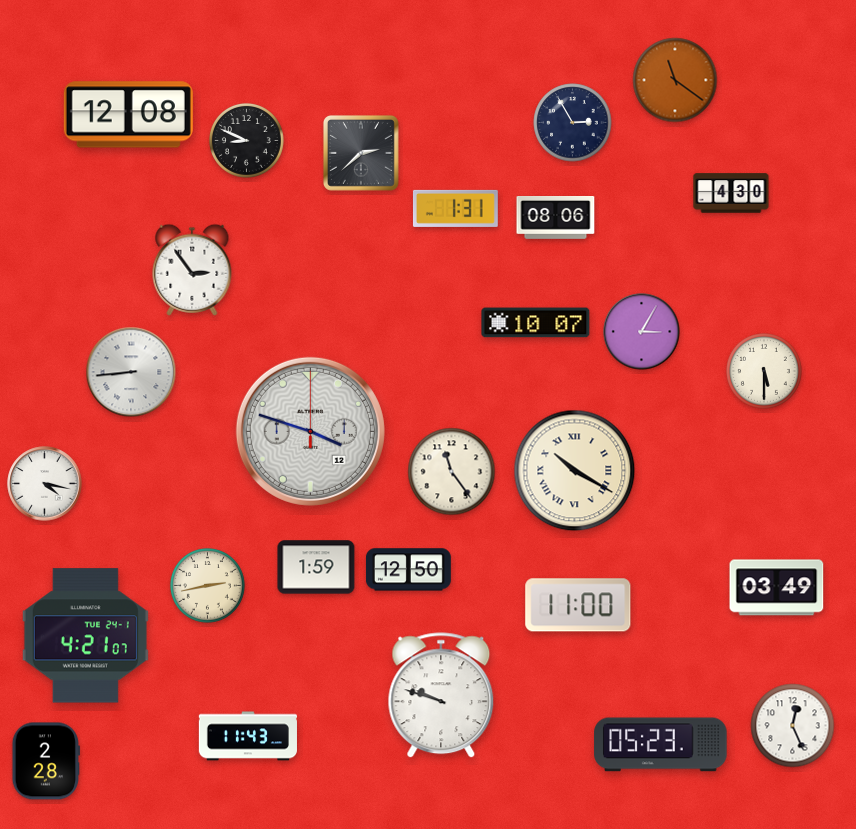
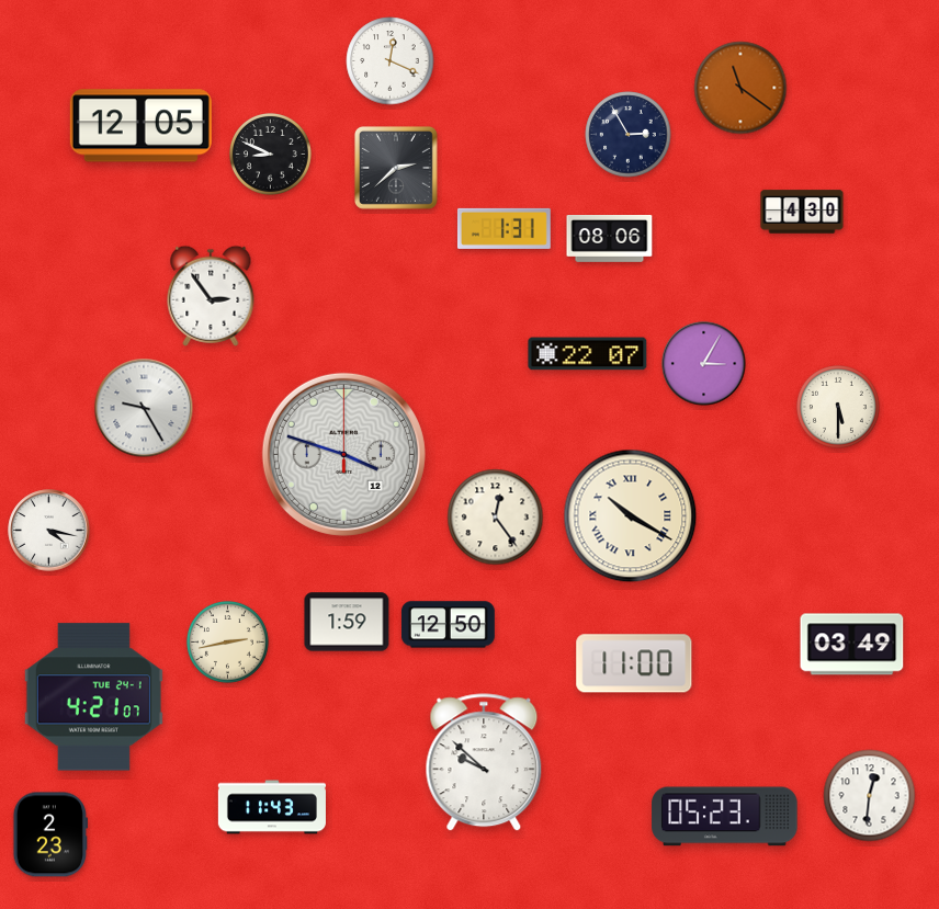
clock at (391, 61): none -> 12:19
clock at (128, 115): 12:08 -> 12:05
clock at (455, 208) position: (455, 208) -> (504, 228)
clock at (536, 323): 10:07 -> 22:07
clock at (131, 372): 8:44 -> 9:25
clock at (310, 431) position: (310, 431) -> (343, 454)
clock at (452, 472): 11:24 -> 12:24
clock at (441, 696): 9:48 -> 9:52
clock at (793, 726): 12:26 -> 12:31
clock at (45, 761): 2:28 -> 2:23
